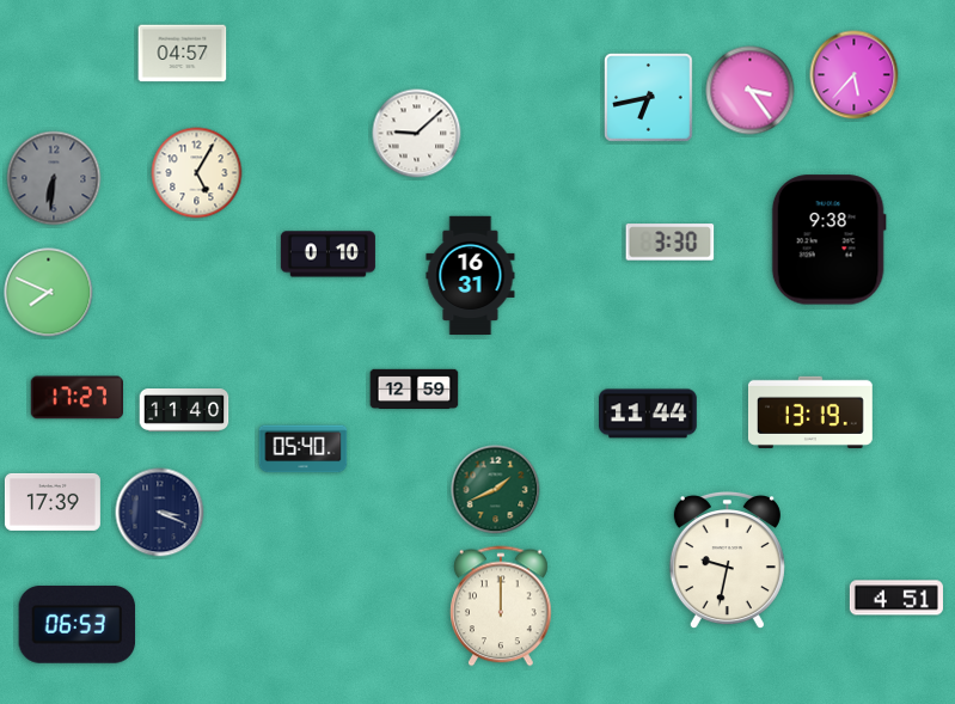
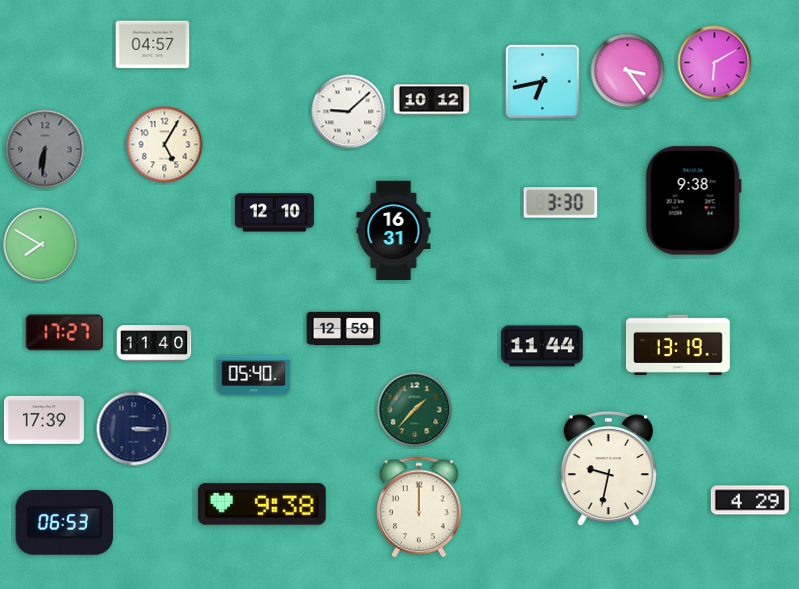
clock at (855, 75): 5:37 -> 6:10
clock at (751, 91) position: (751, 91) -> (628, 71)
clock at (432, 100): none -> 10:12
clock at (327, 255): 0:10 -> 12:10
clock at (49, 293): 7:49 -> 7:50
clock at (415, 390) position: (415, 390) -> (344, 329)
clock at (496, 490): 1:41 -> 1:37
clock at (160, 513): 3:19 -> 3:15
clock at (896, 598): 4:51 -> 4:29
clock at (263, 504): none -> 9:38
